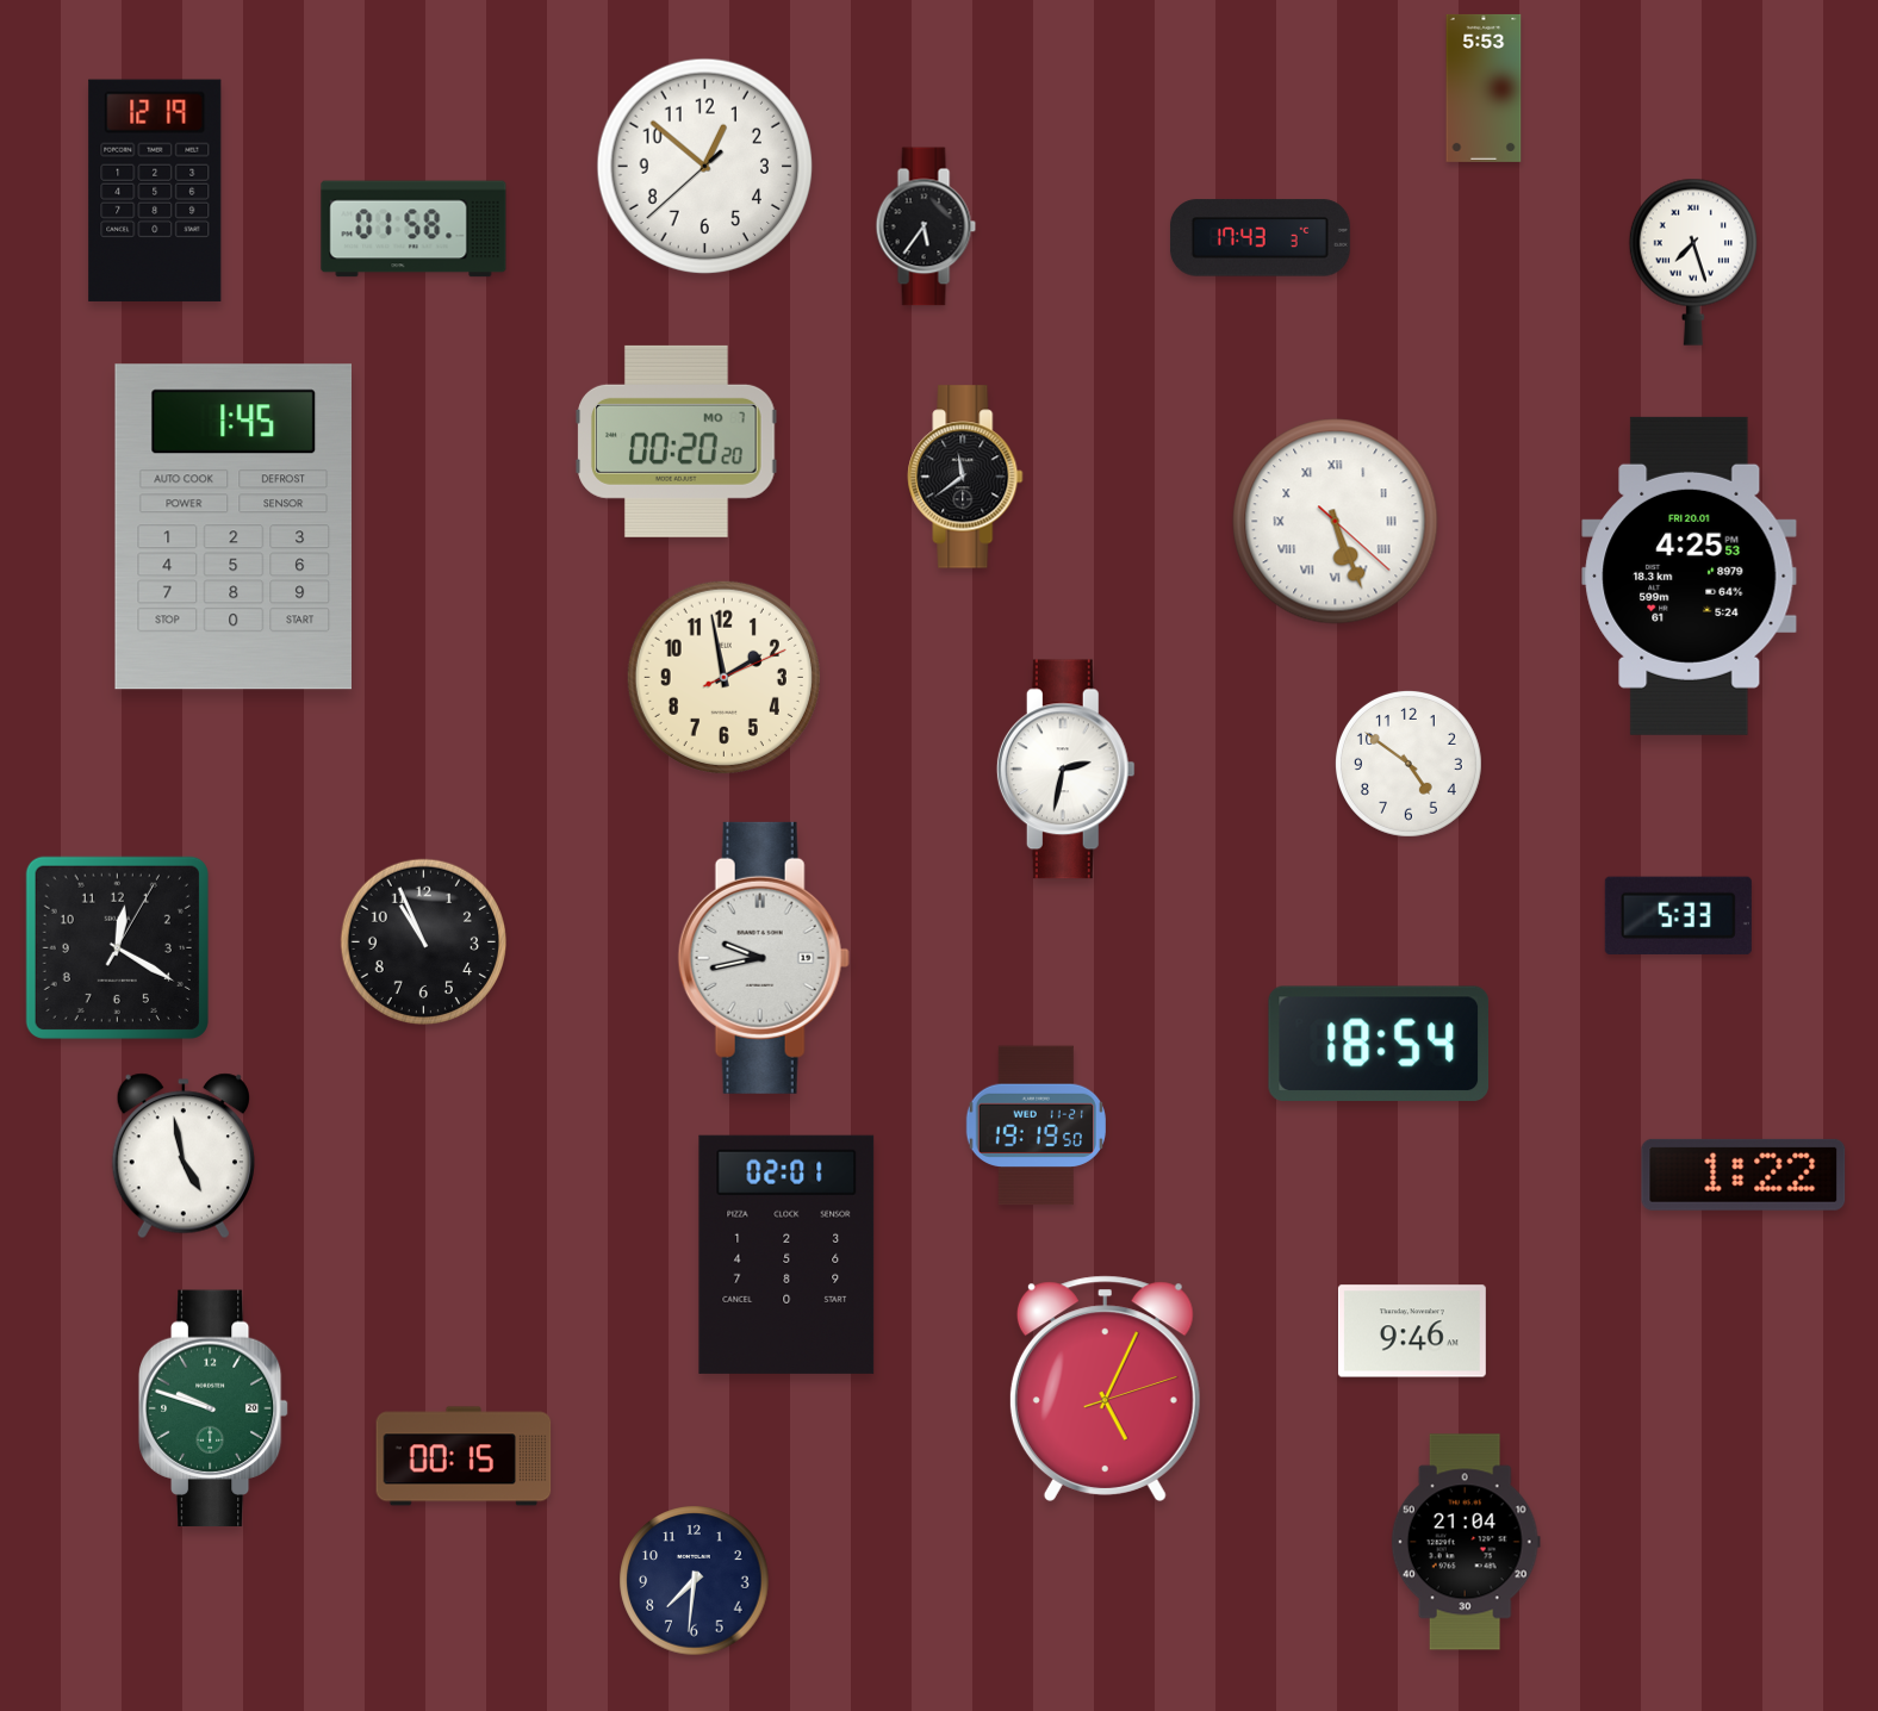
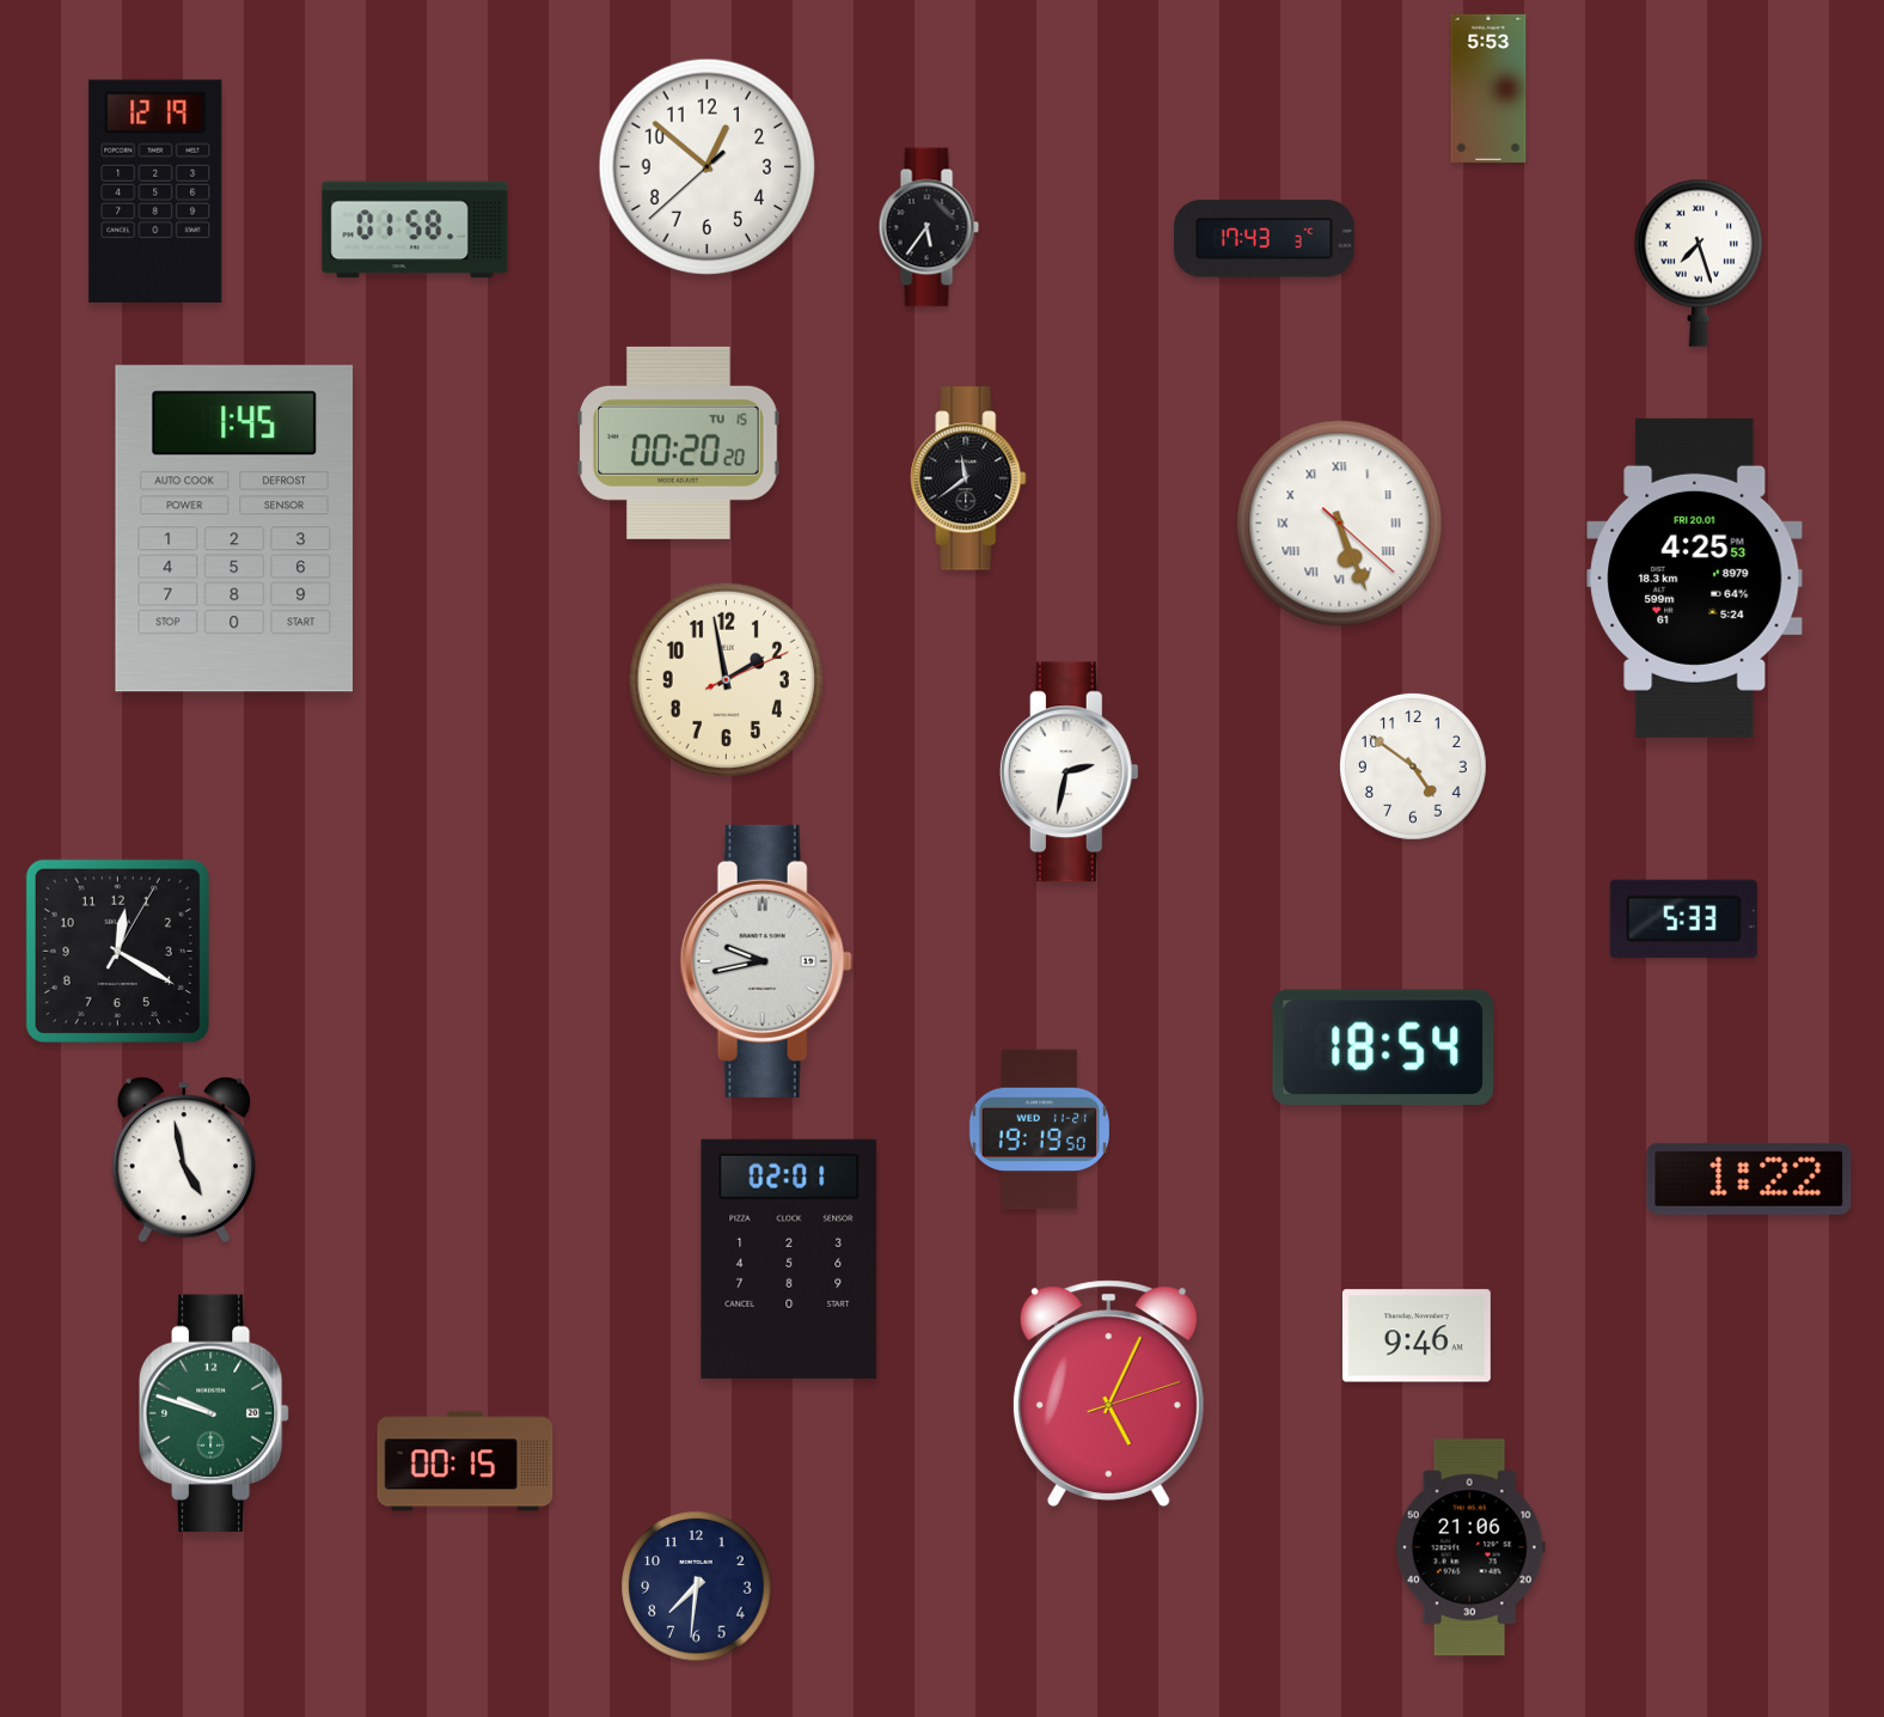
clock at (677, 441) date: MO 7 -> TU 15
clock at (423, 941): 10:56 -> none
clock at (1466, 1542): 21:04 -> 21:06
